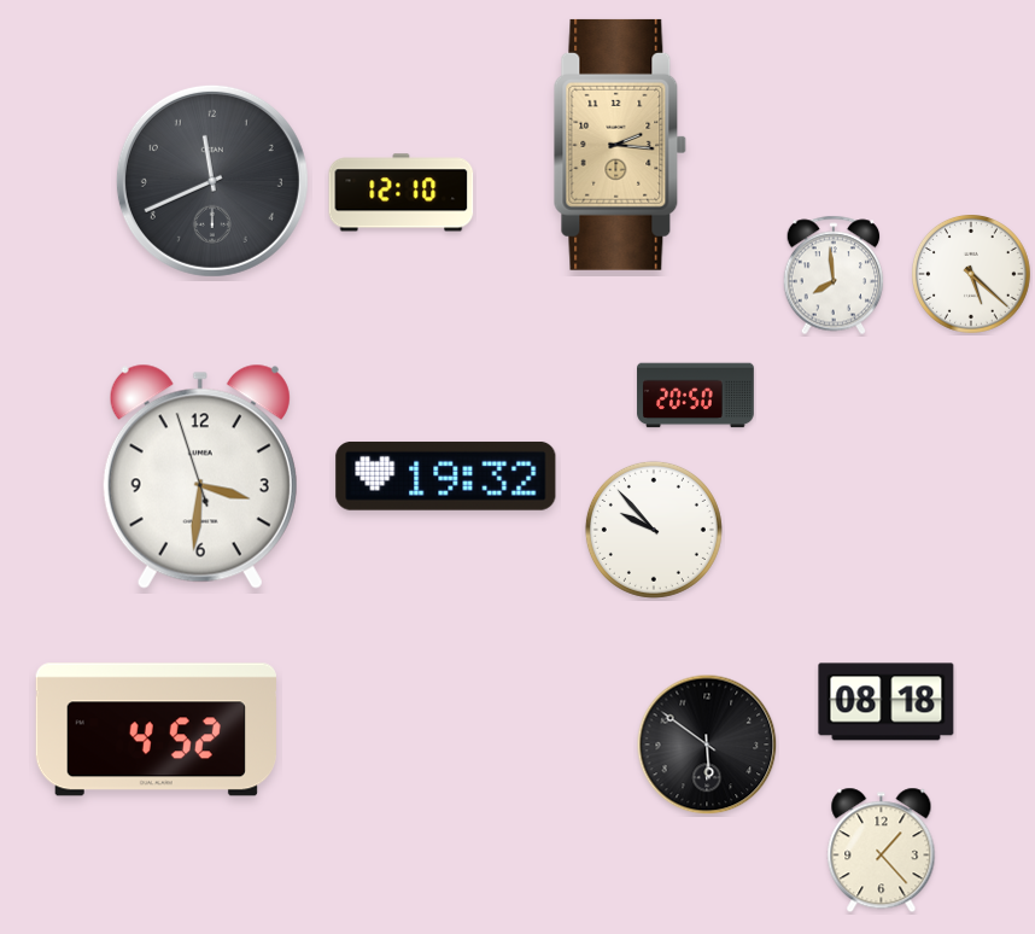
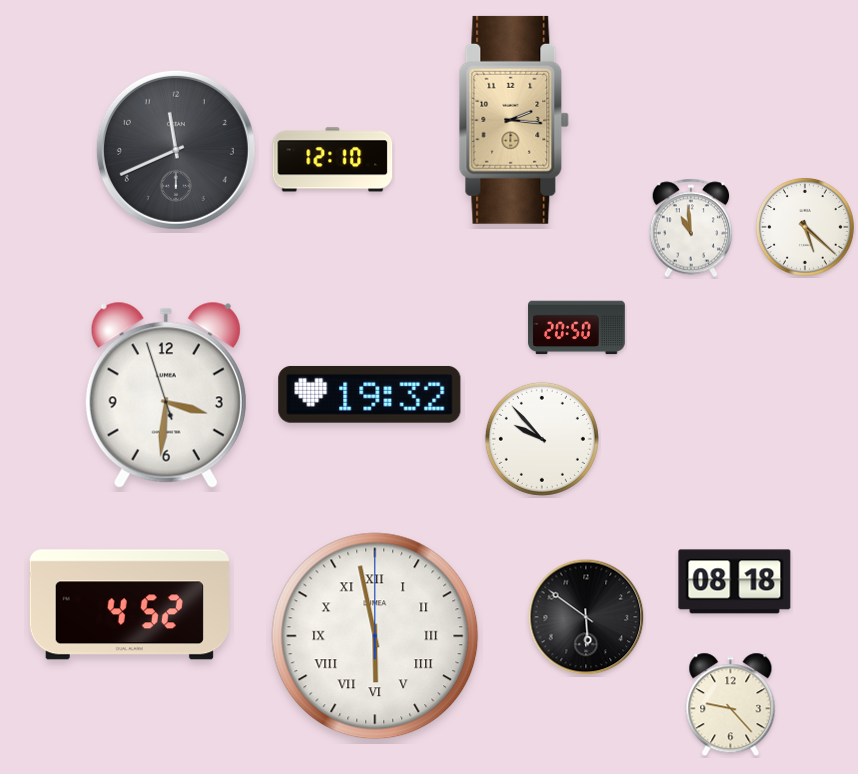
clock at (834, 275): 7:59 -> 10:59
clock at (375, 636): none -> 5:58
clock at (882, 851): 1:23 -> 9:23
